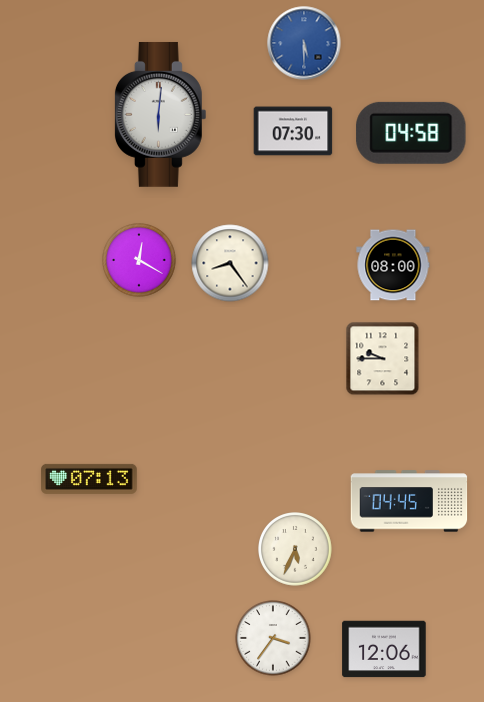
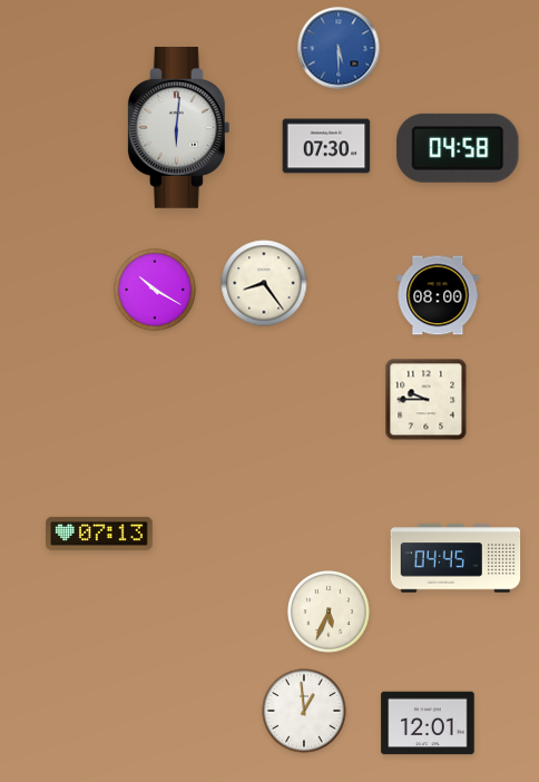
clock at (140, 261): 12:20 -> 10:20
clock at (230, 263) position: (230, 263) -> (264, 283)
clock at (273, 638): 3:36 -> 12:59
clock at (384, 649): 12:06 -> 12:01
